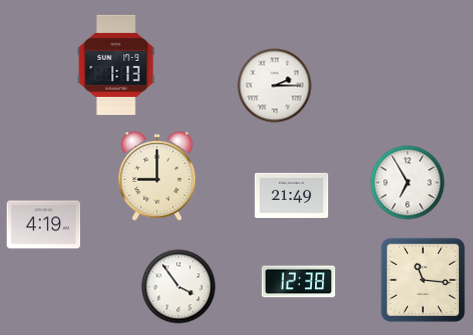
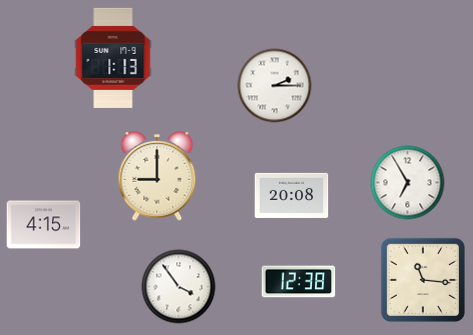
clock at (116, 65) position: (116, 65) -> (113, 58)
clock at (292, 195): 21:49 -> 20:08
clock at (44, 225): 4:19 -> 4:15
